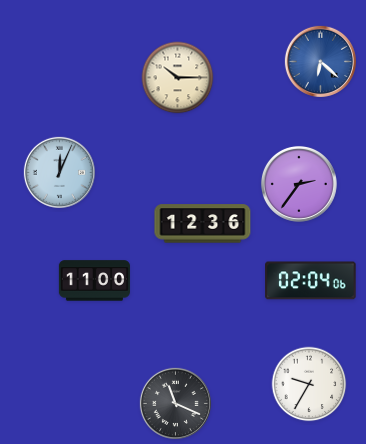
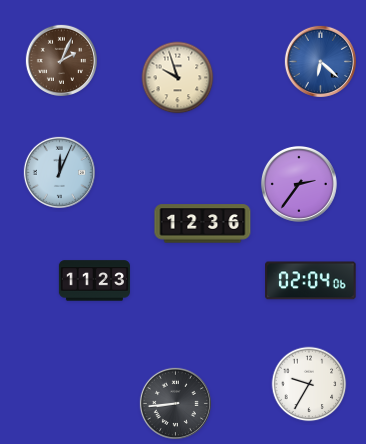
clock at (61, 60): none -> 2:04
clock at (178, 78): 10:15 -> 9:57
clock at (94, 281): 11:00 -> 11:23
clock at (175, 403): 11:19 -> 8:44
